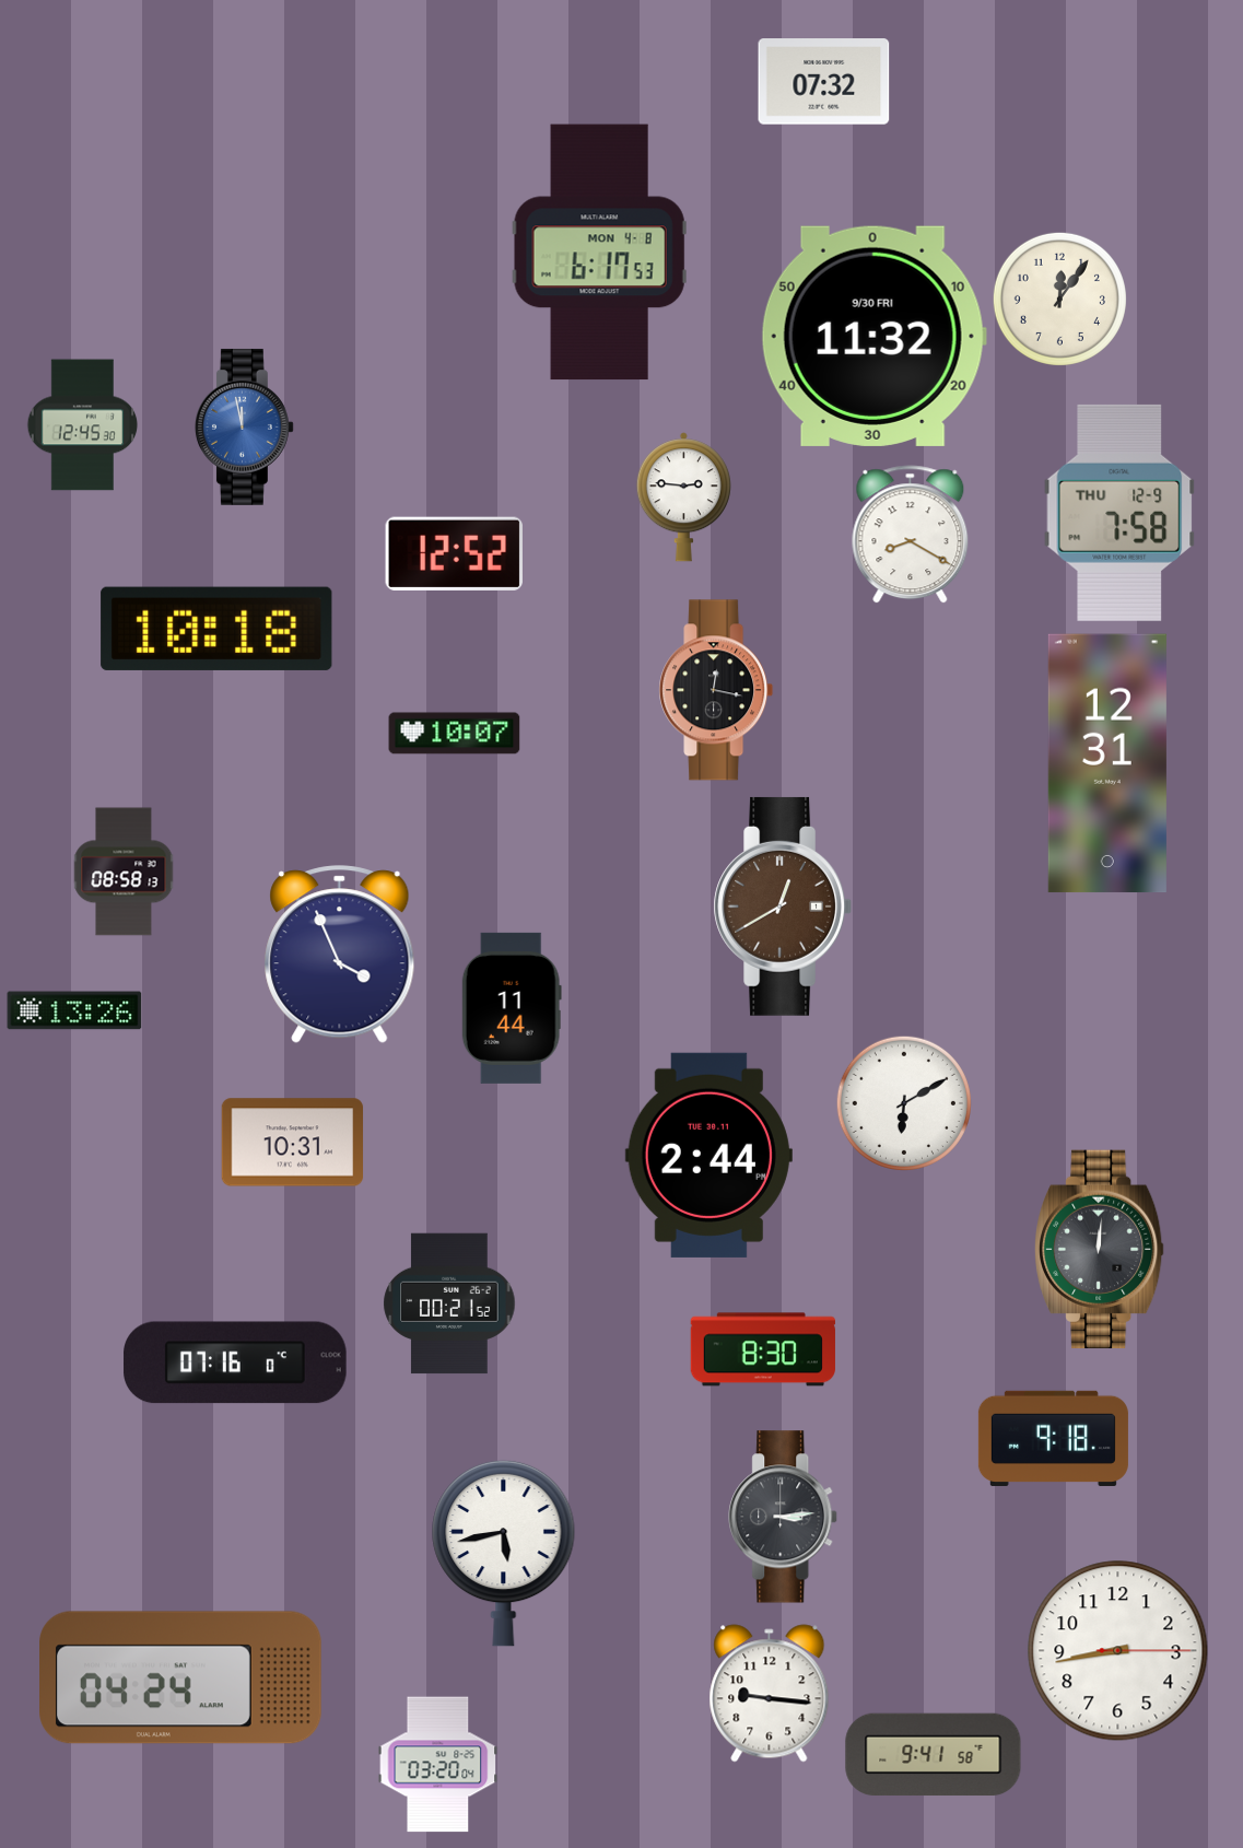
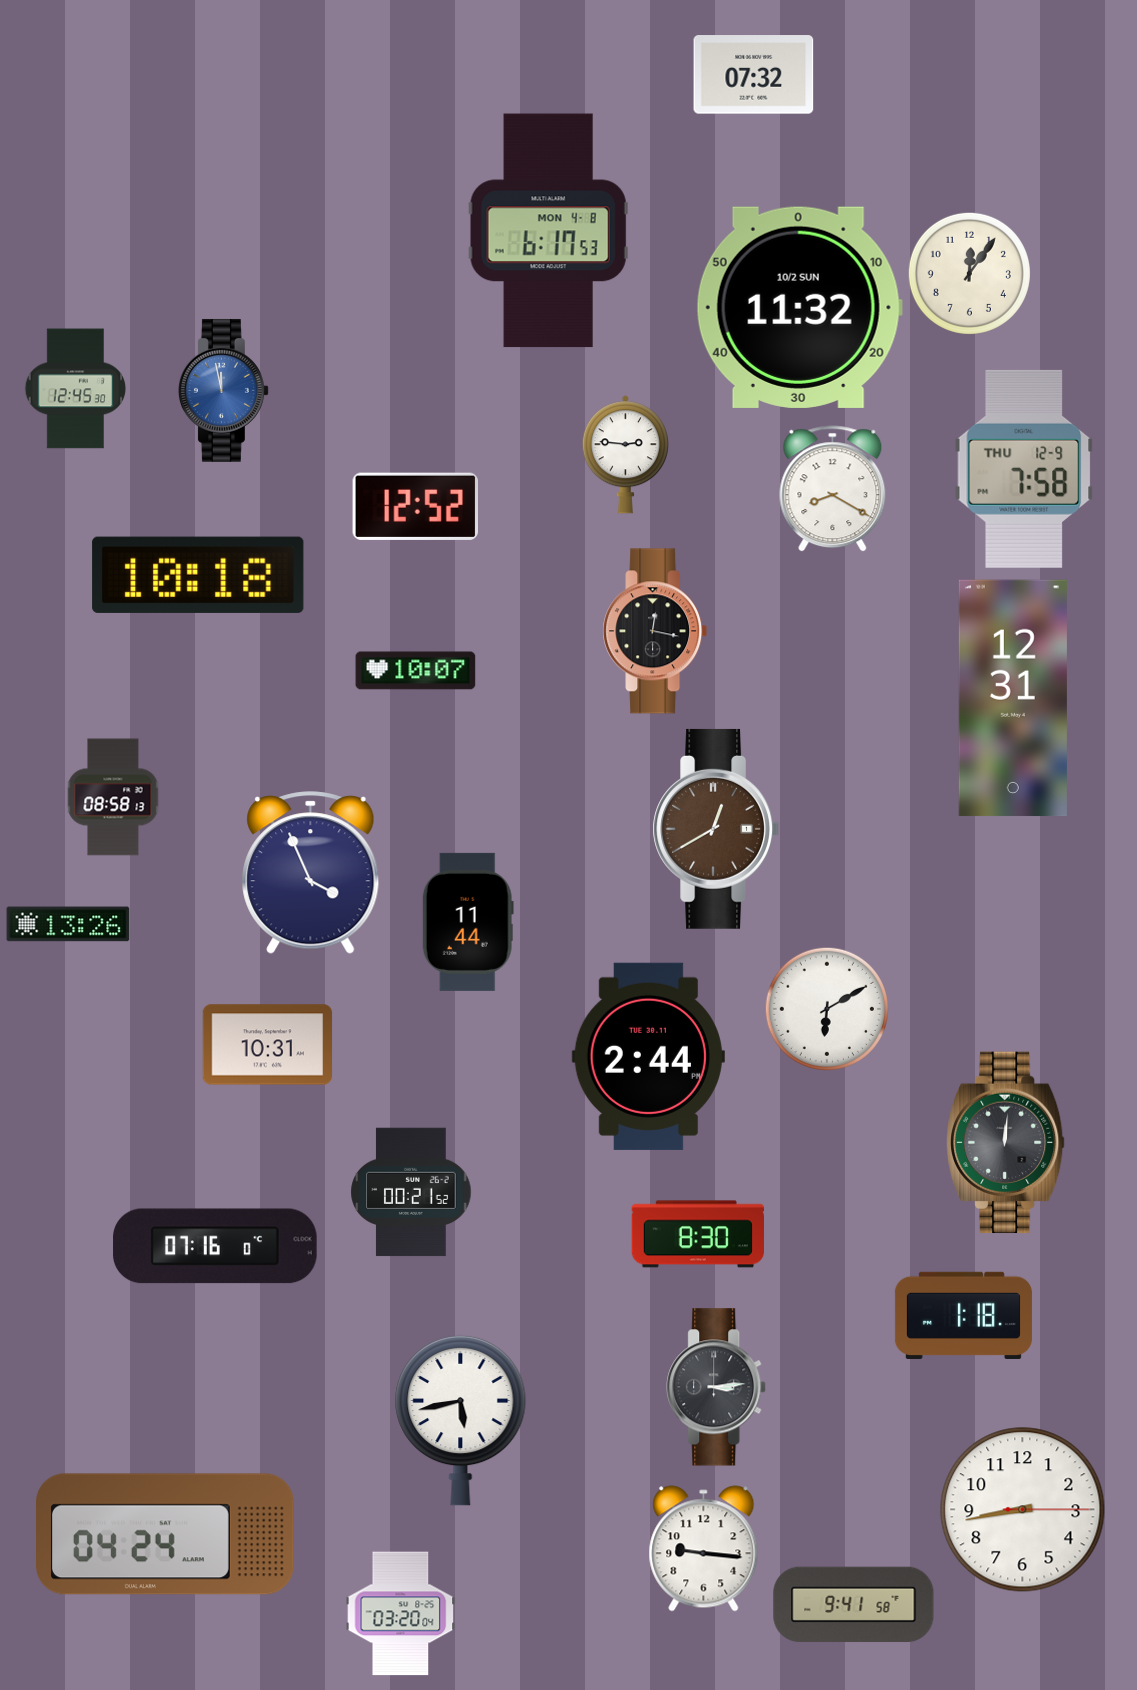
clock at (873, 336) date: 9/30 FRI -> 10/2 SUN
clock at (1053, 1438): 9:18 -> 1:18
